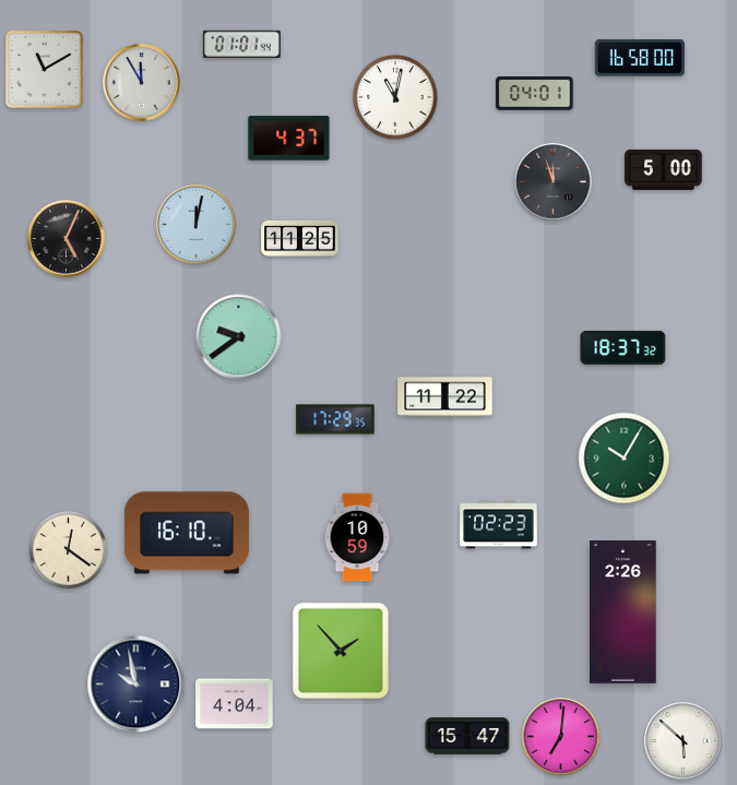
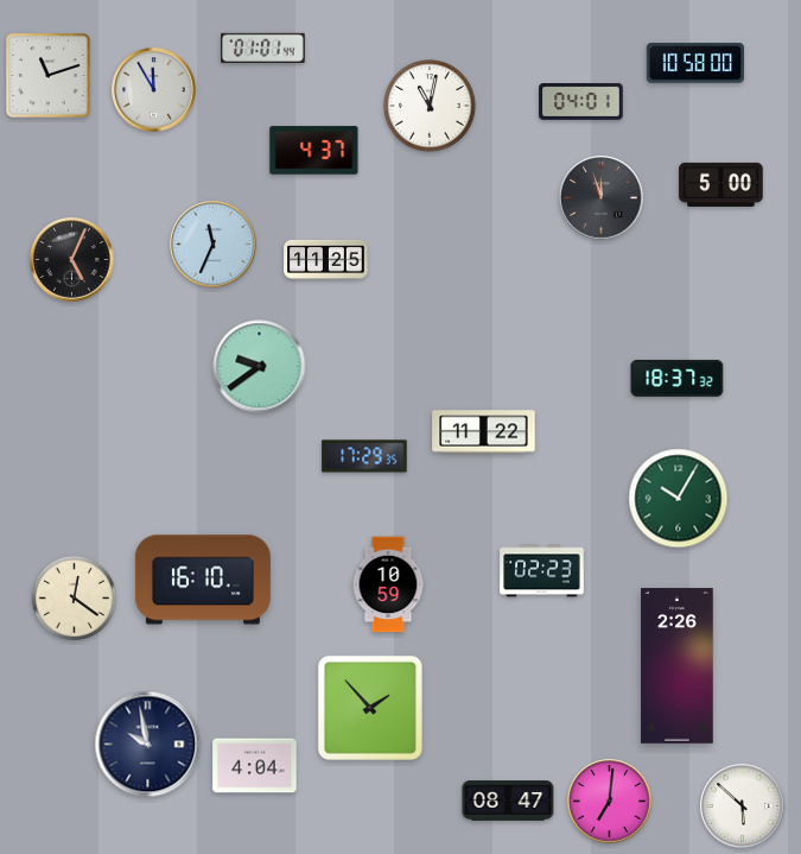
clock at (640, 58): 16:58 -> 10:58
clock at (45, 70): 11:10 -> 11:12
clock at (197, 225): 12:02 -> 11:34
clock at (467, 736): 15:47 -> 08:47
